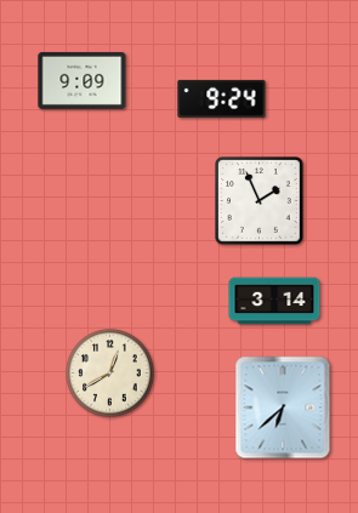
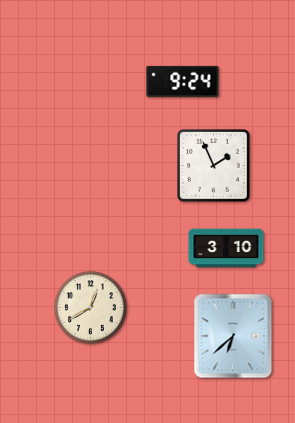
clock at (83, 80): 9:09 -> none
clock at (274, 301): 3:14 -> 3:10
